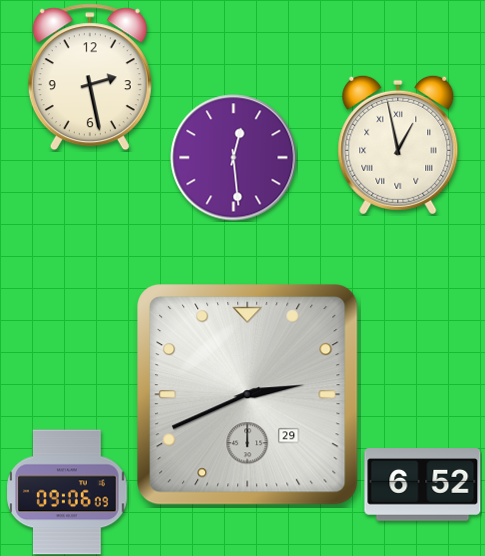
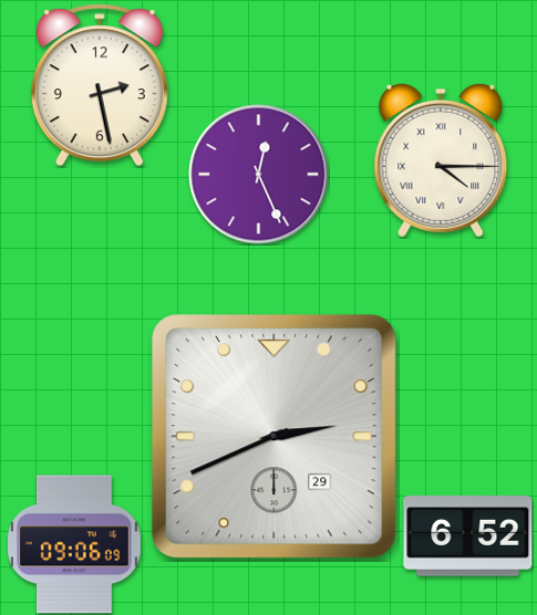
clock at (398, 145): 12:58 -> 4:15
clock at (234, 158): 12:29 -> 12:26
